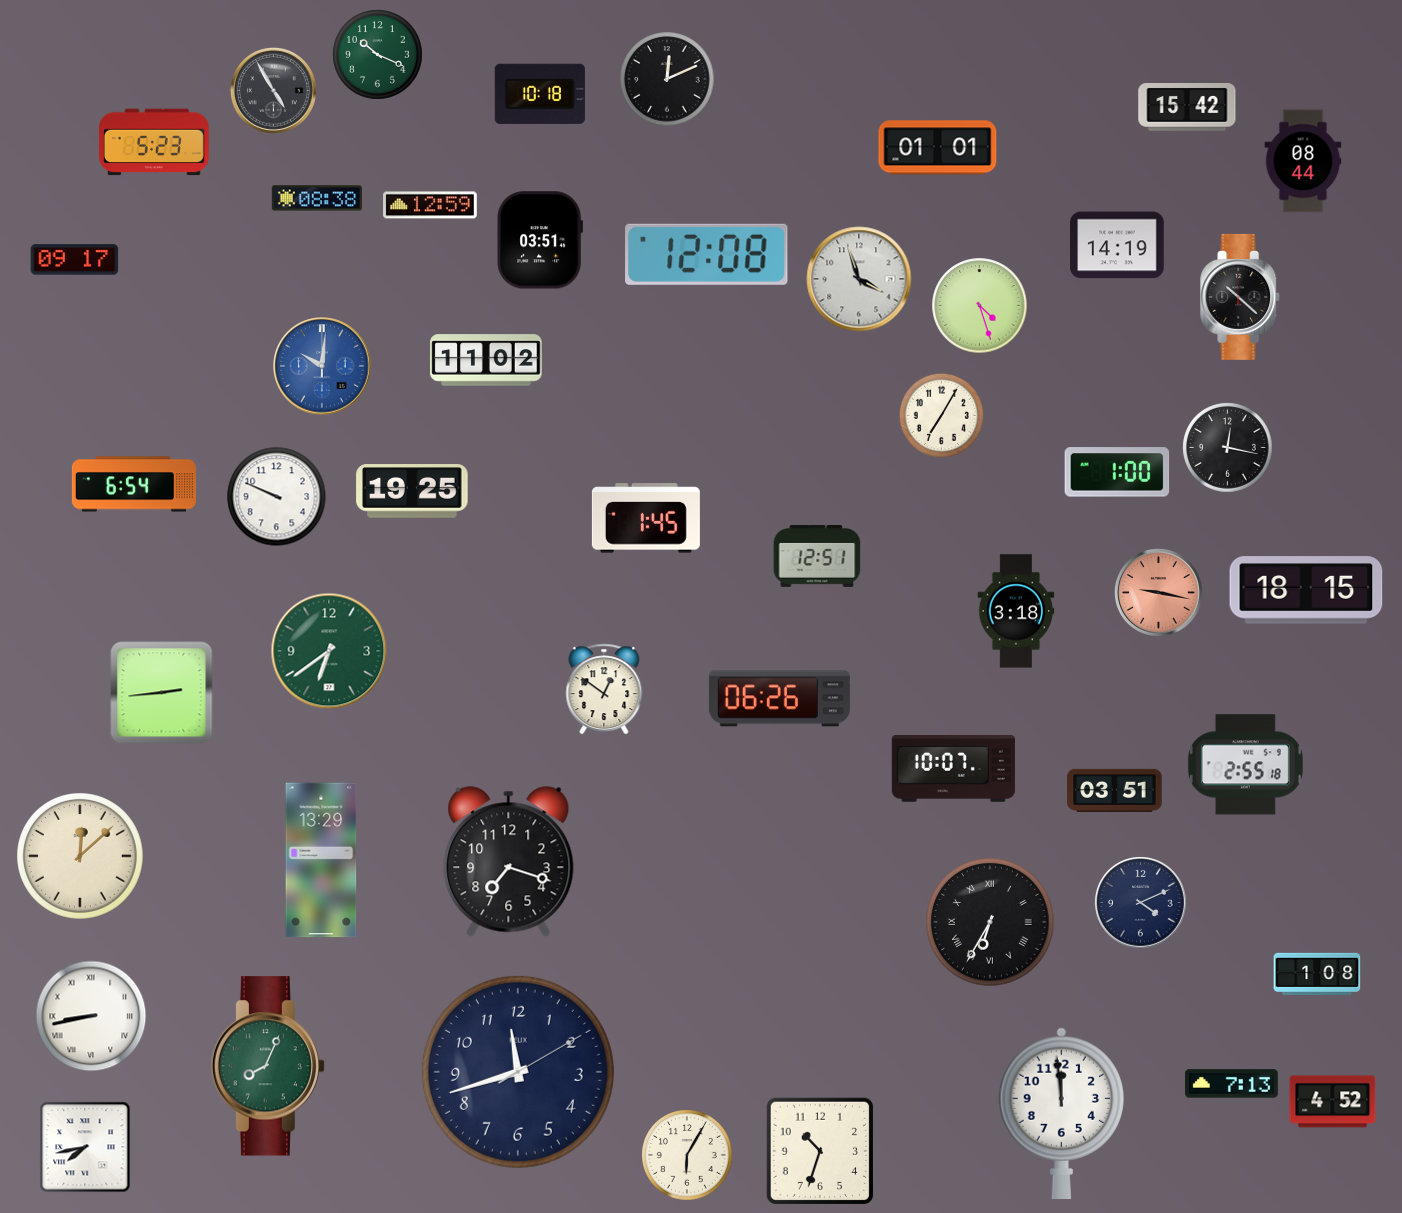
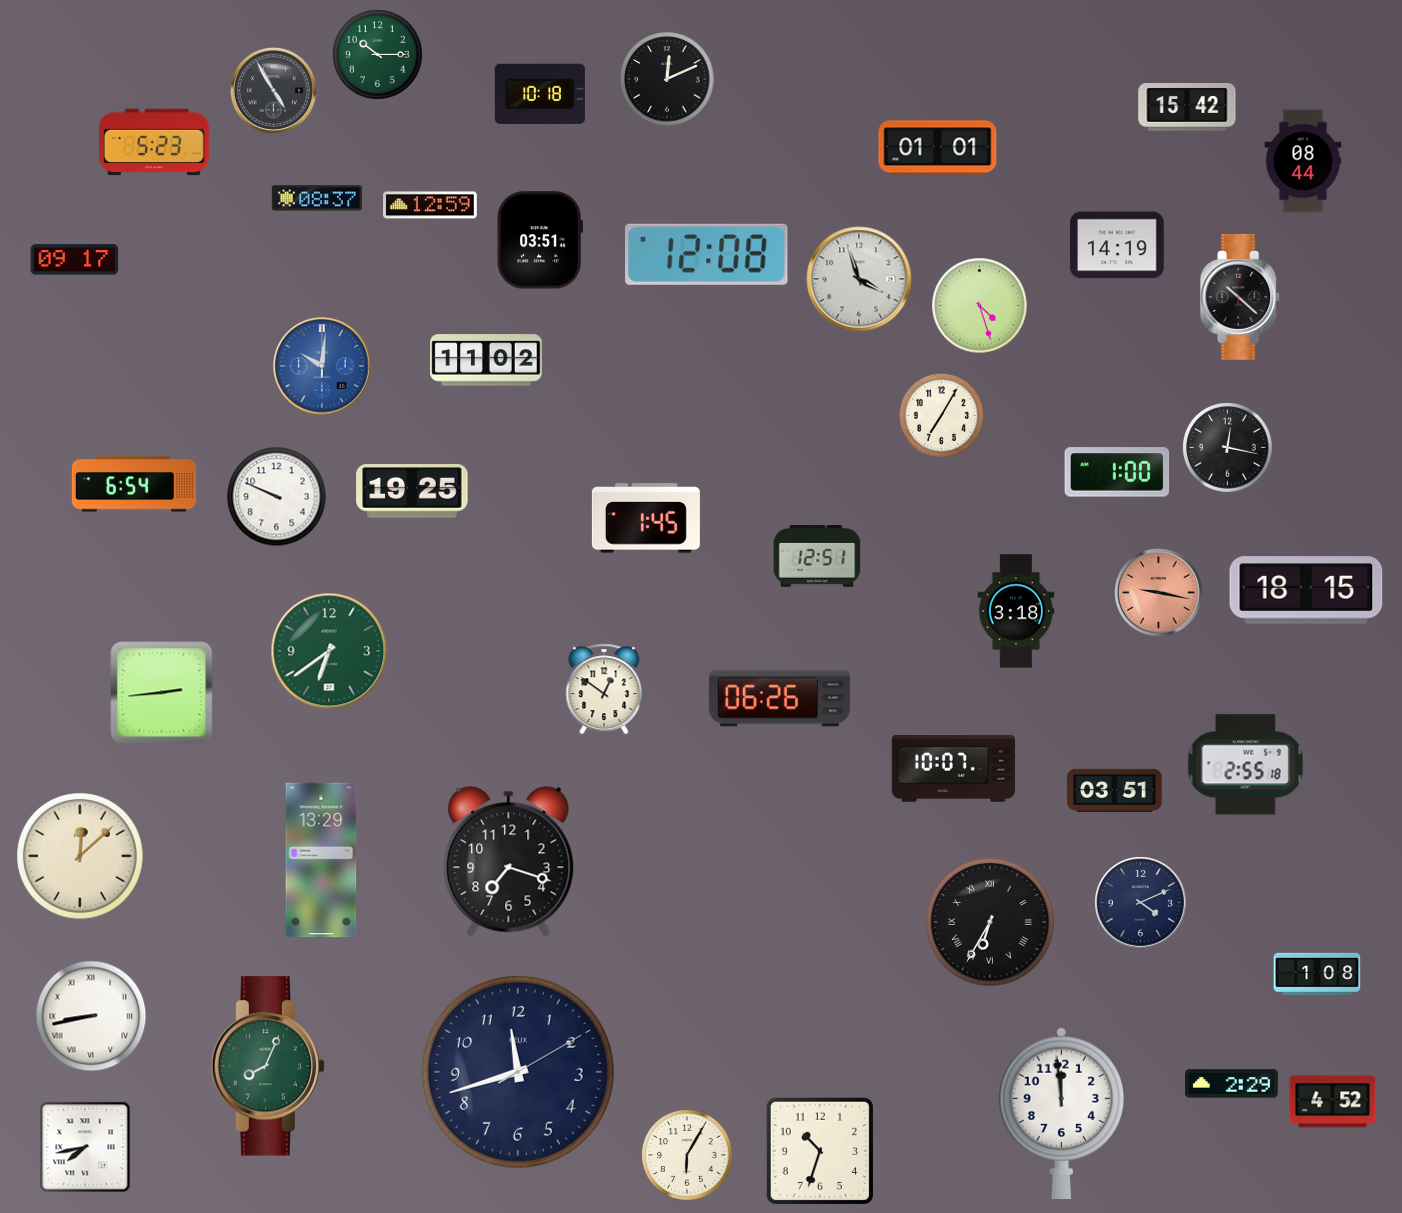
clock at (378, 55): 10:19 -> 10:15
clock at (317, 198): 08:38 -> 08:37
clock at (1232, 1084): 7:13 -> 2:29
